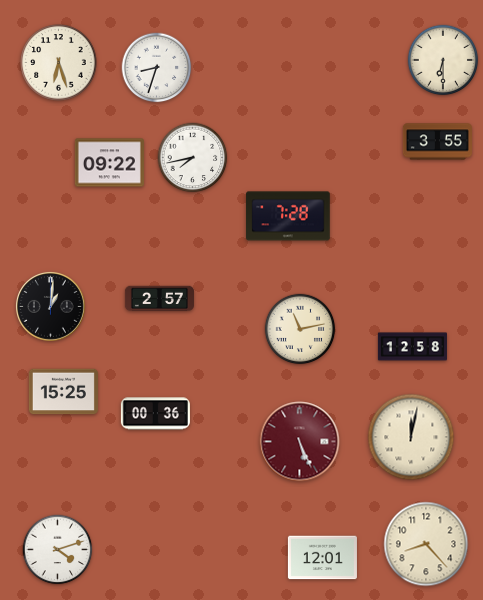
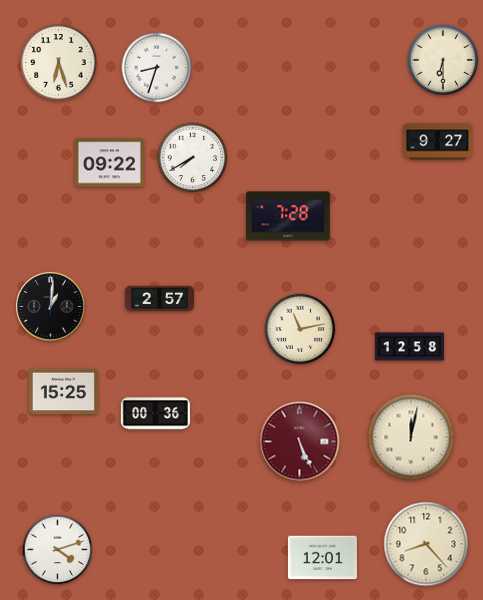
clock at (437, 142): 3:55 -> 9:27
clock at (193, 158): 7:43 -> 7:40
clock at (412, 347) position: (412, 347) -> (409, 347)
